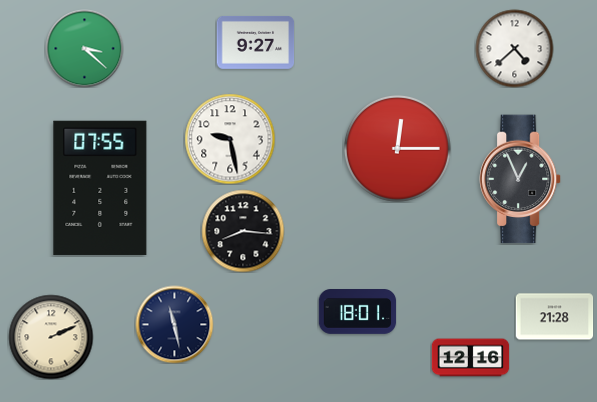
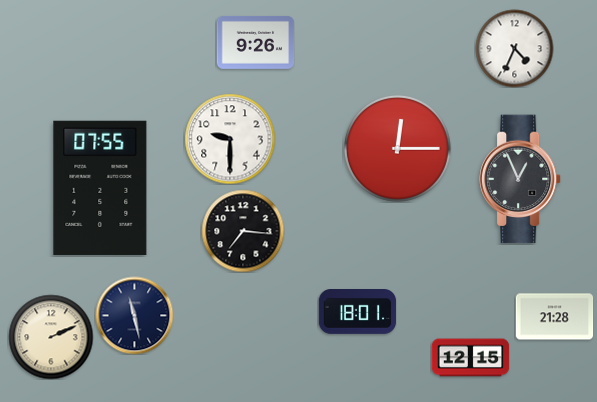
clock at (255, 42): 9:27 -> 9:26
clock at (84, 48): 3:22 -> none
clock at (514, 48): 4:38 -> 4:34
clock at (230, 139): 9:28 -> 9:30
clock at (243, 231): 8:16 -> 7:16
clock at (174, 324) position: (174, 324) -> (134, 315)
clock at (470, 358): 12:16 -> 12:15
